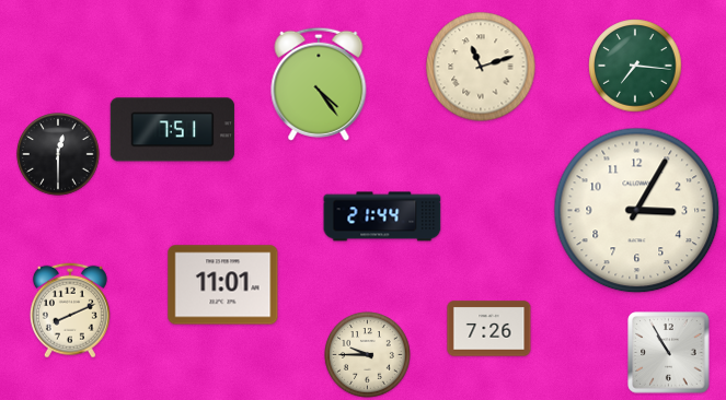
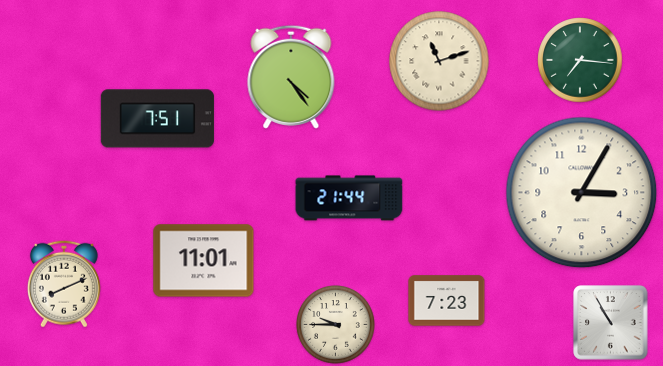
clock at (59, 155): 12:30 -> none
clock at (489, 329): 7:26 -> 7:23
